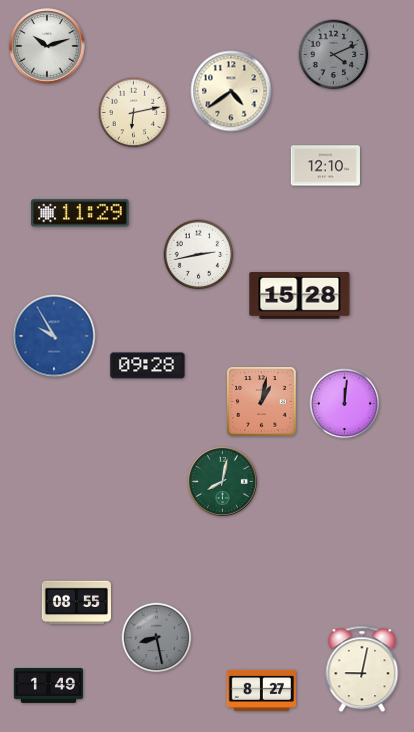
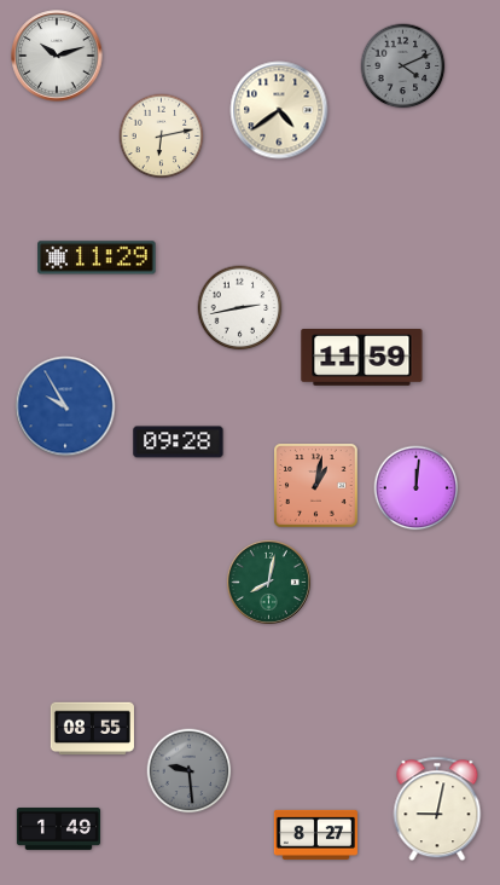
clock at (325, 166): 12:10 -> none
clock at (300, 296): 15:28 -> 11:59
clock at (157, 638): 8:28 -> 9:29
